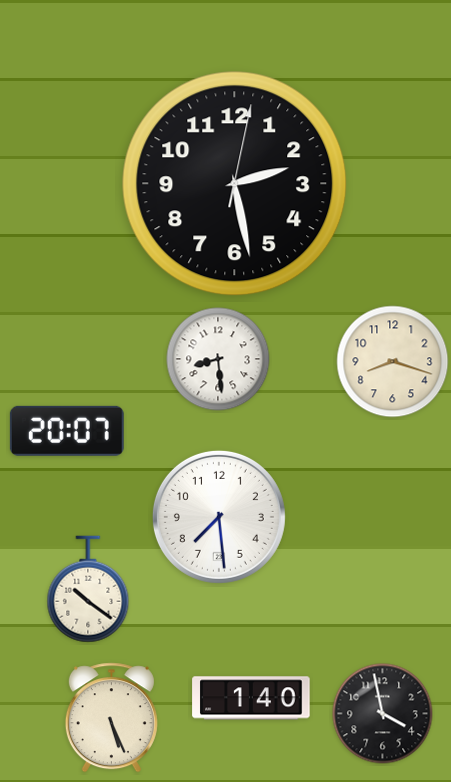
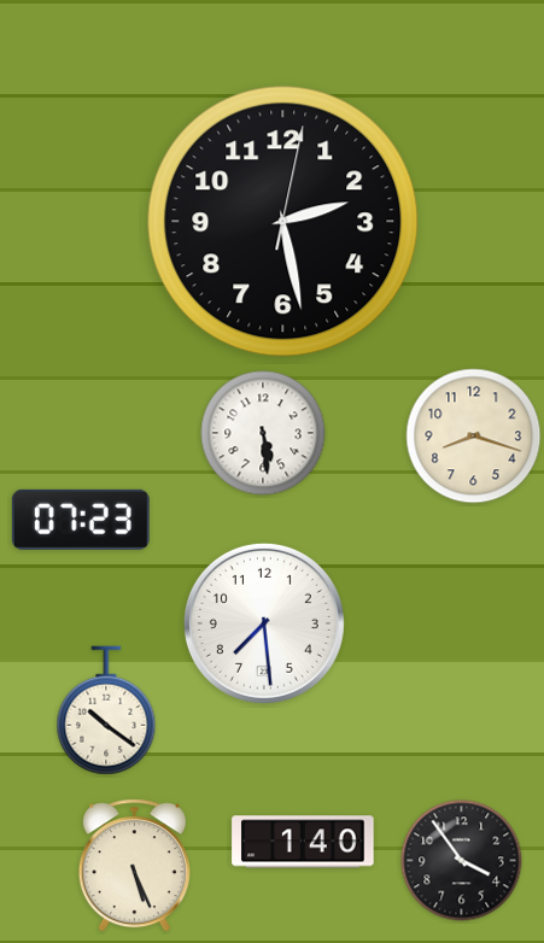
clock at (218, 359): 8:29 -> 5:29
clock at (67, 431): 20:07 -> 07:23
clock at (383, 714): 3:58 -> 3:54
